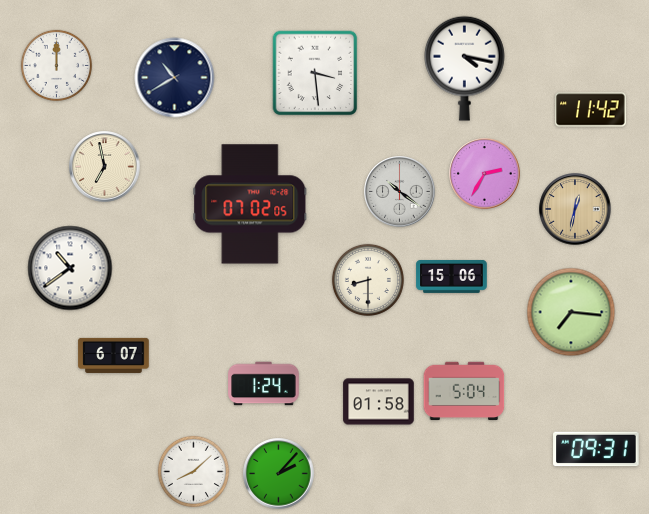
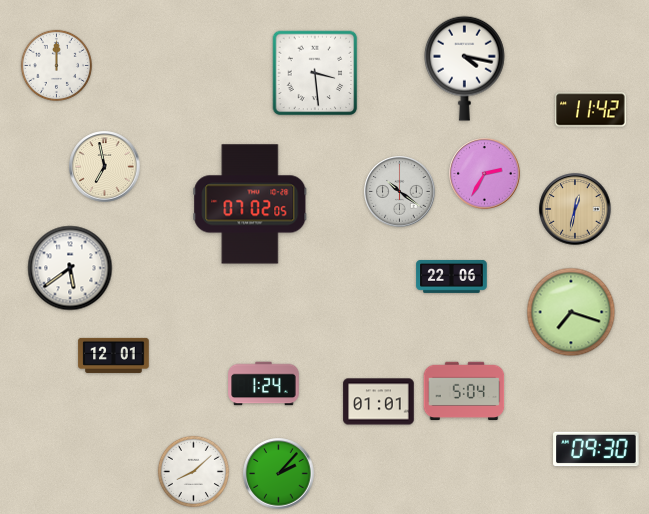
clock at (175, 78): 10:40 -> none
clock at (70, 268): 10:39 -> 5:39
clock at (452, 277): 15:06 -> 22:06
clock at (368, 280): 8:30 -> none
clock at (571, 312): 7:16 -> 7:18
clock at (114, 355): 6:07 -> 12:01
clock at (379, 402): 01:58 -> 01:01
clock at (596, 449): 09:31 -> 09:30
